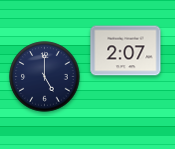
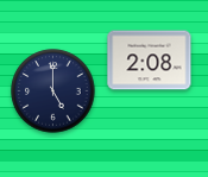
clock at (126, 51): 2:07 -> 2:08
